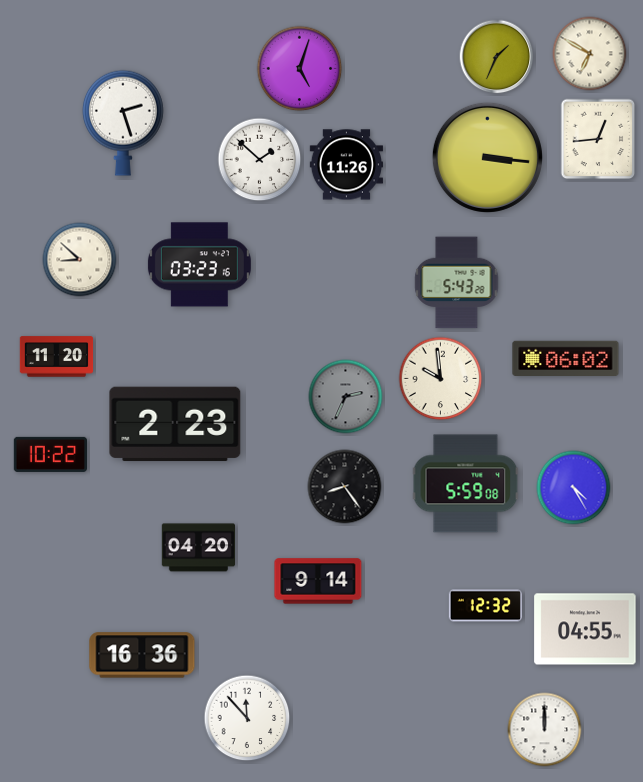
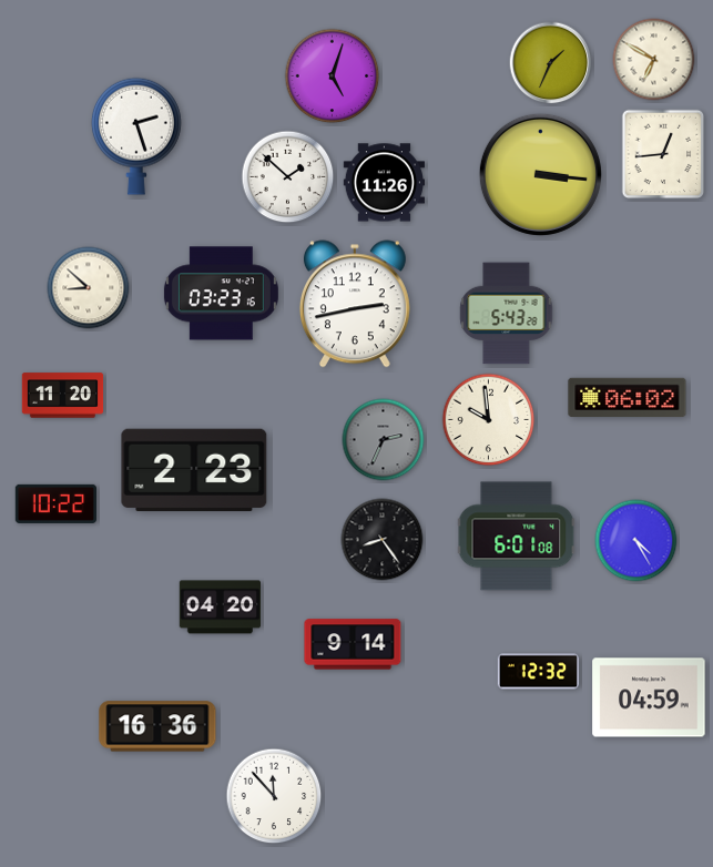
clock at (355, 304): none -> 2:43
clock at (466, 484): 5:59 -> 6:01
clock at (585, 629): 04:55 -> 04:59
clock at (545, 730): 12:00 -> none
